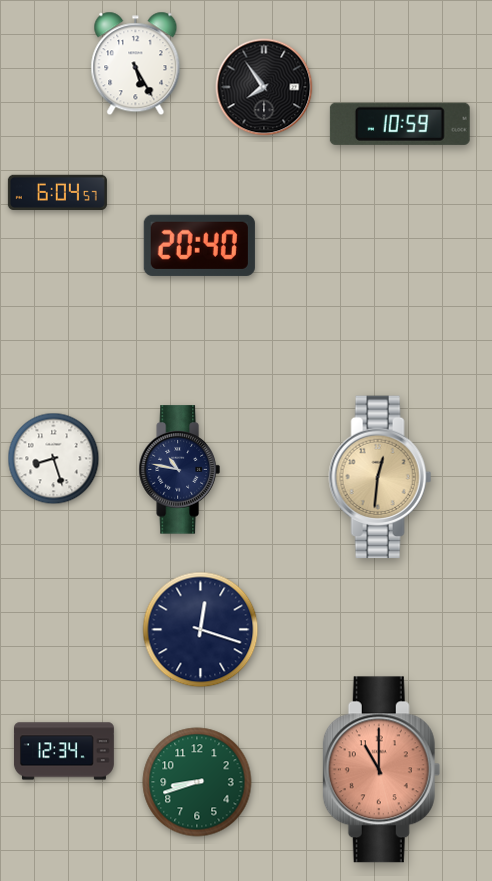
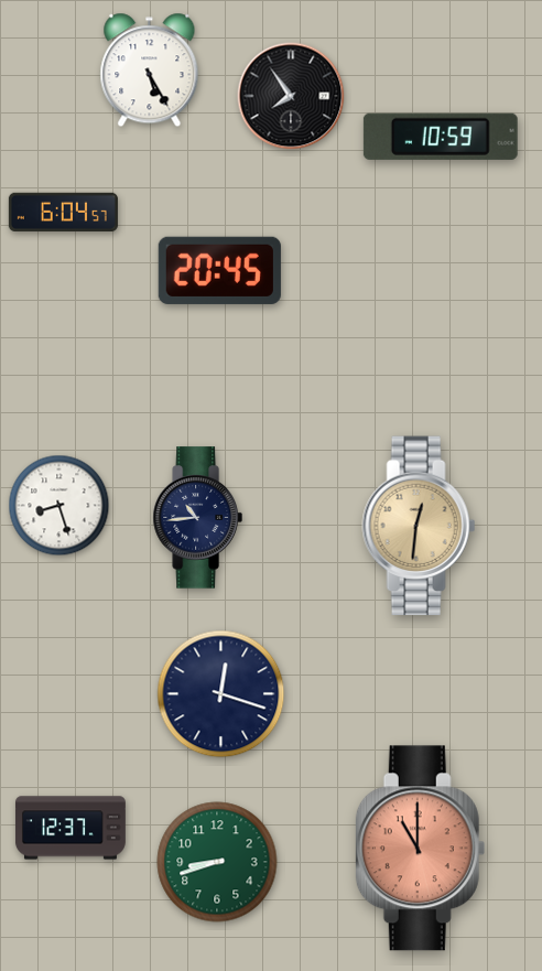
clock at (199, 245): 20:40 -> 20:45
clock at (179, 470): 10:47 -> 10:44
clock at (64, 751): 12:34 -> 12:37
